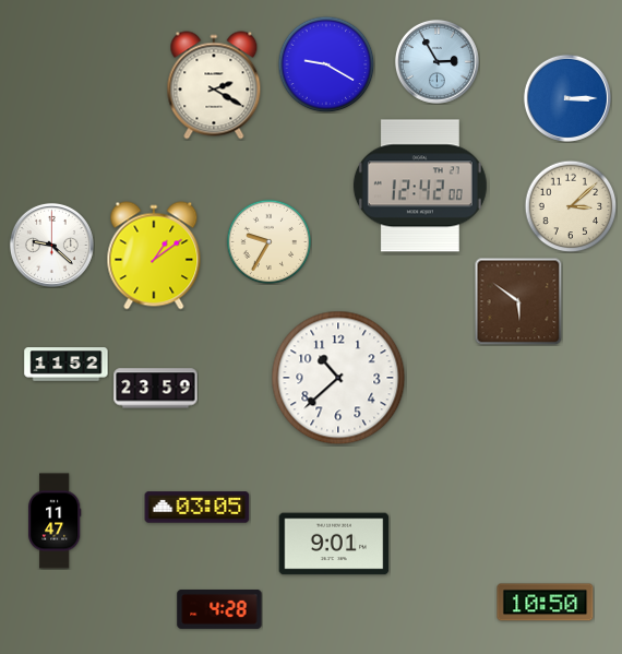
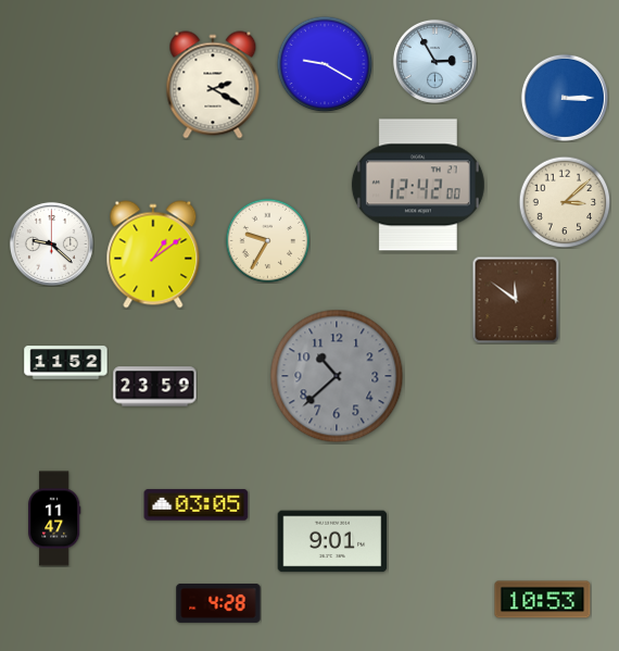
clock at (571, 206) position: (571, 206) -> (565, 202)
clock at (518, 301): 5:51 -> 11:51
clock at (338, 378) dial: white -> grey
clock at (546, 603): 10:50 -> 10:53
clock at (219, 610) position: (219, 610) -> (218, 604)
